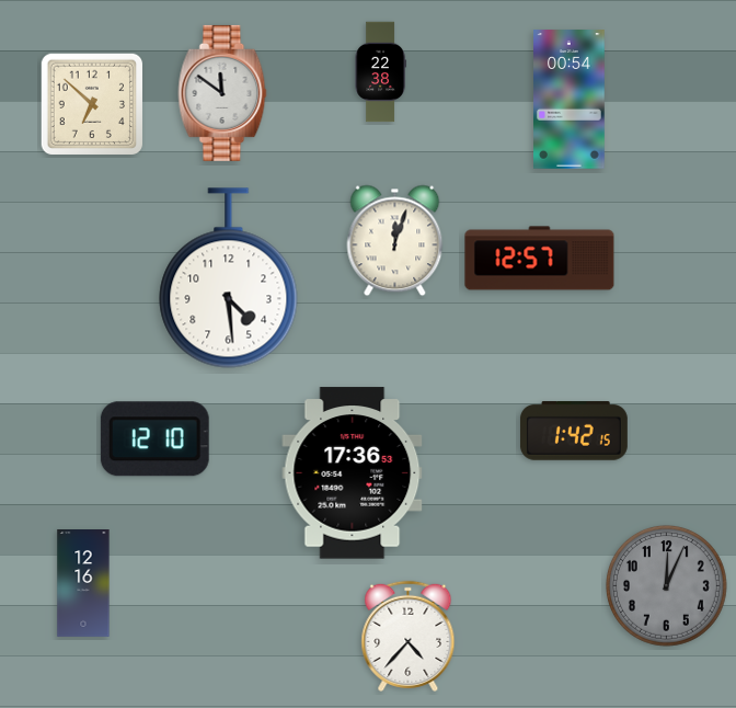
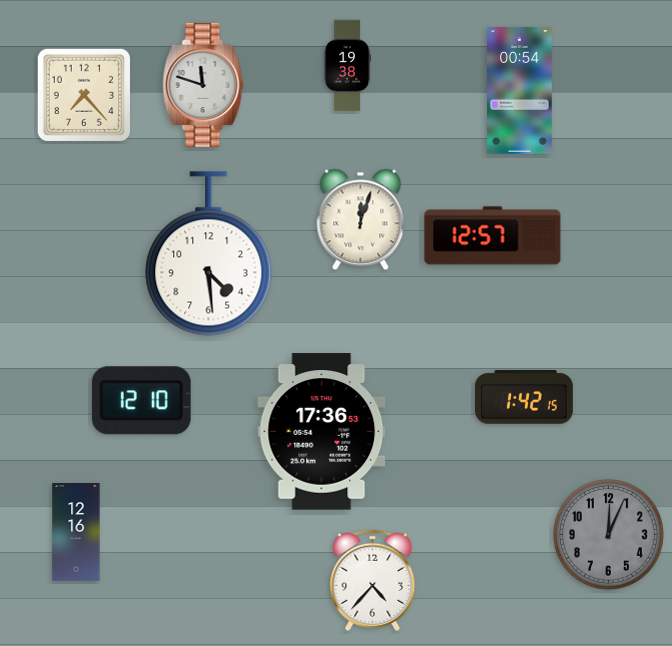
clock at (380, 72): 22:38 -> 19:38
clock at (222, 93): 11:51 -> 11:48
clock at (92, 104): 6:52 -> 7:23
clock at (574, 432) position: (574, 432) -> (524, 398)
